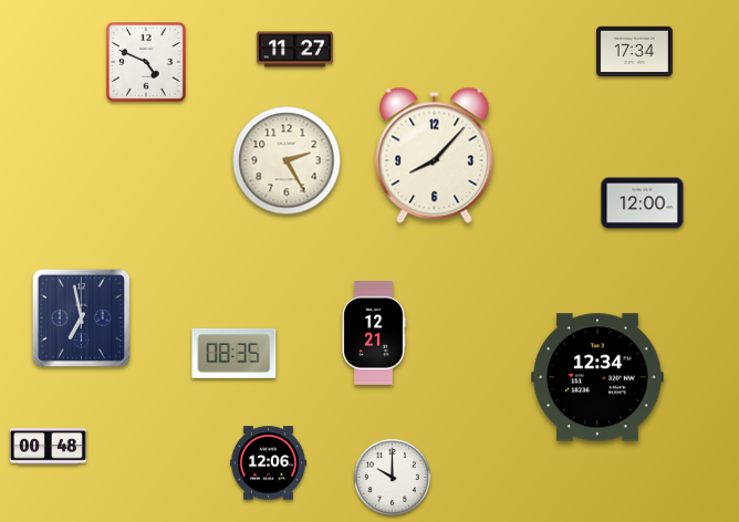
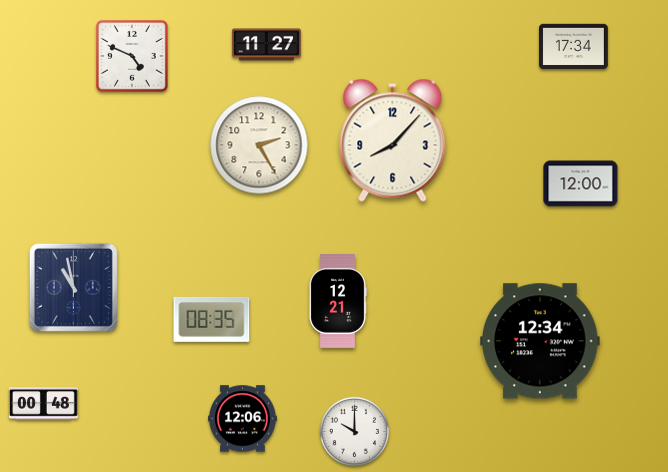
clock at (81, 317): 6:58 -> 10:58
